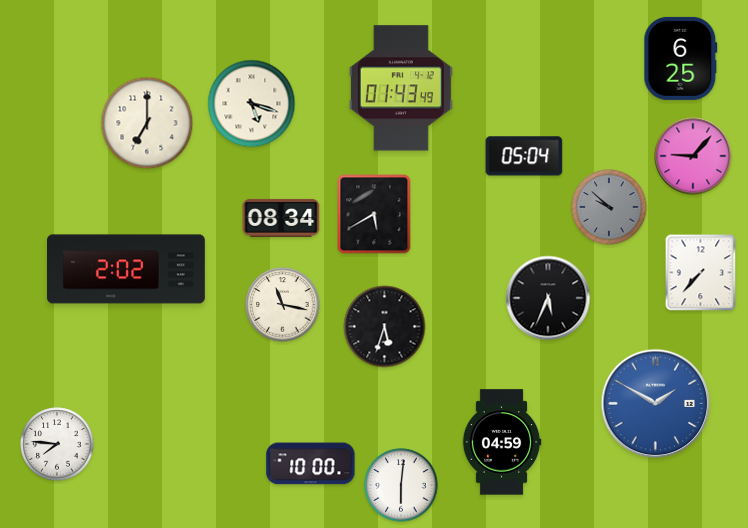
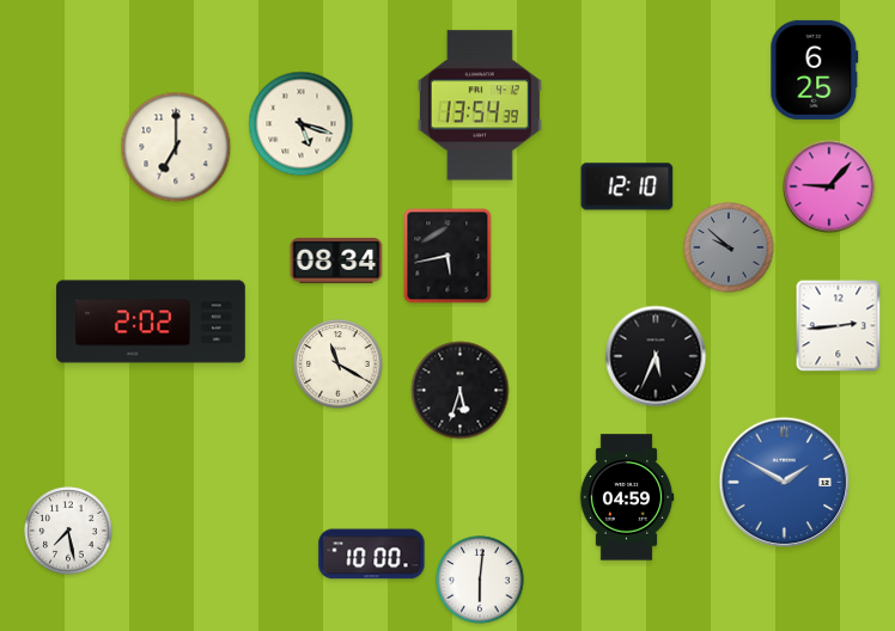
clock at (401, 88): 01:43 -> 13:54
clock at (524, 156): 05:04 -> 12:10
clock at (374, 214): 5:40 -> 5:43
clock at (701, 273): 7:37 -> 2:44
clock at (283, 305): 11:17 -> 11:20
clock at (502, 442) position: (502, 442) -> (627, 497)
clock at (57, 444): 7:46 -> 7:28
